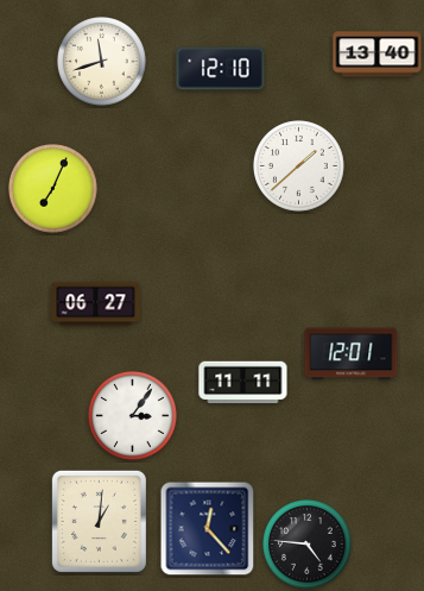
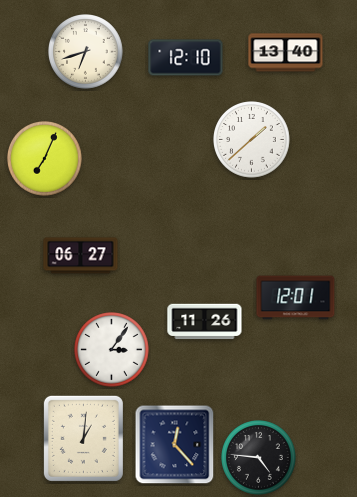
clock at (378, 55) position: (378, 55) -> (286, 53)
clock at (102, 62): 11:42 -> 6:42
clock at (243, 383): 11:11 -> 11:26
